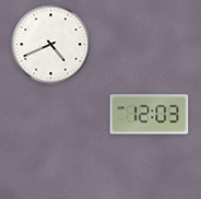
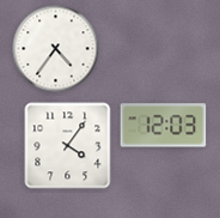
clock at (51, 45): 4:41 -> 4:36
clock at (68, 146): none -> 4:06
